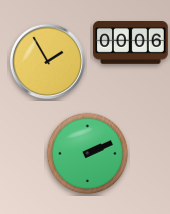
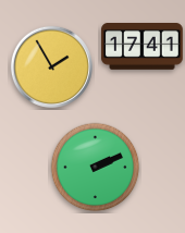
clock at (131, 43): 00:06 -> 17:41
